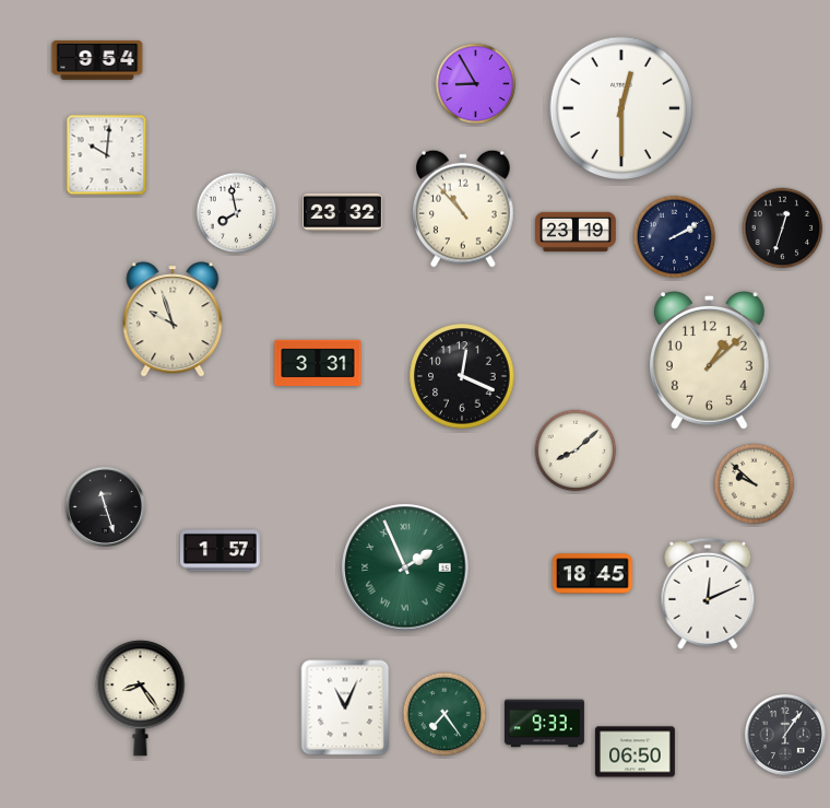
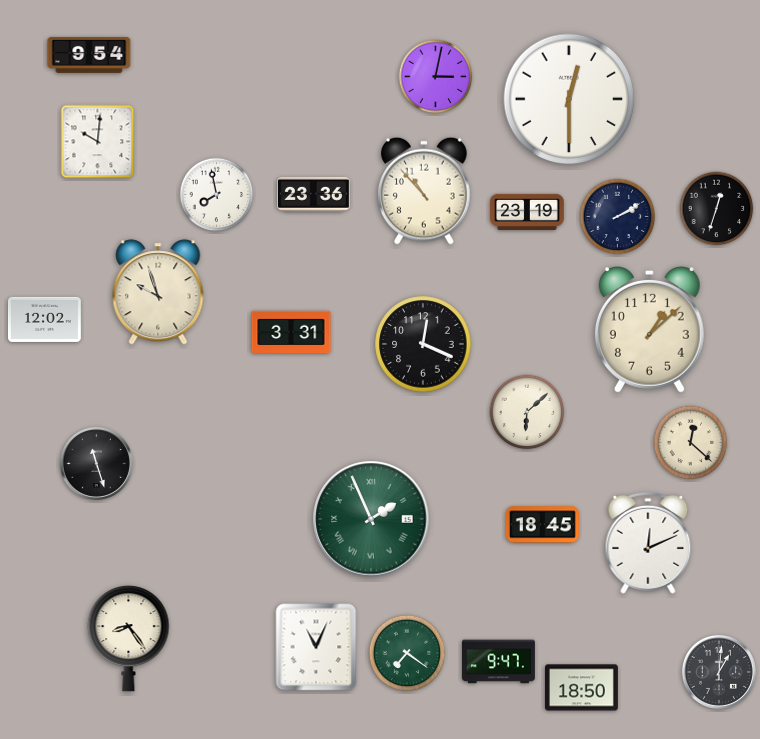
clock at (476, 84): 8:55 -> 3:02
clock at (342, 212): 23:32 -> 23:36
clock at (44, 319): none -> 12:02
clock at (576, 450): 8:08 -> 6:08
clock at (755, 484): 9:52 -> 12:22
clock at (220, 551): 1:57 -> none
clock at (444, 714): 7:24 -> 7:21
clock at (544, 724): 9:33 -> 9:47
clock at (785, 735): 1:06 -> 1:01
clock at (635, 752): 06:50 -> 18:50
